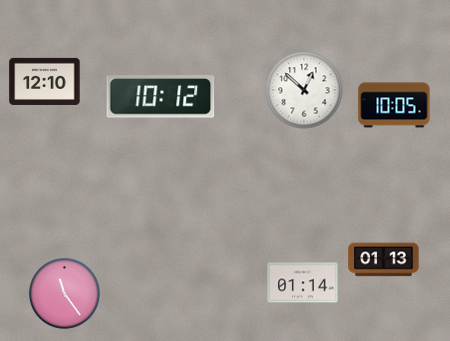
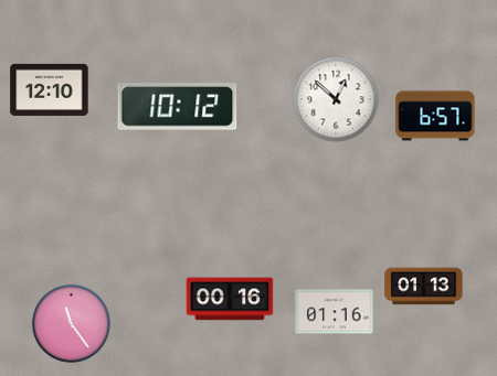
clock at (394, 105): 10:05 -> 6:57
clock at (230, 299): none -> 00:16
clock at (303, 283): 01:14 -> 01:16
